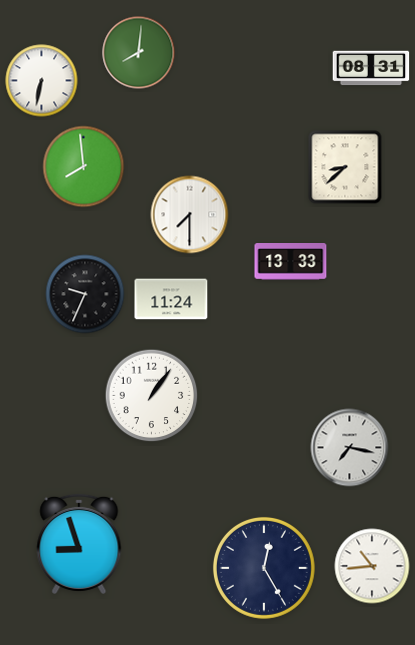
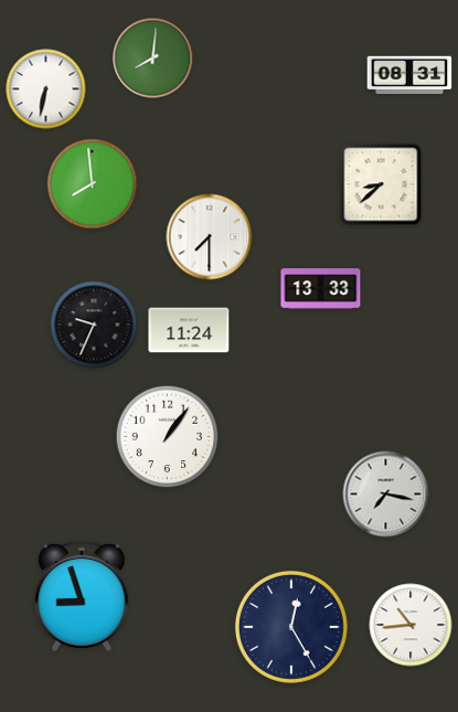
clock at (79, 544) position: (79, 544) -> (82, 596)
